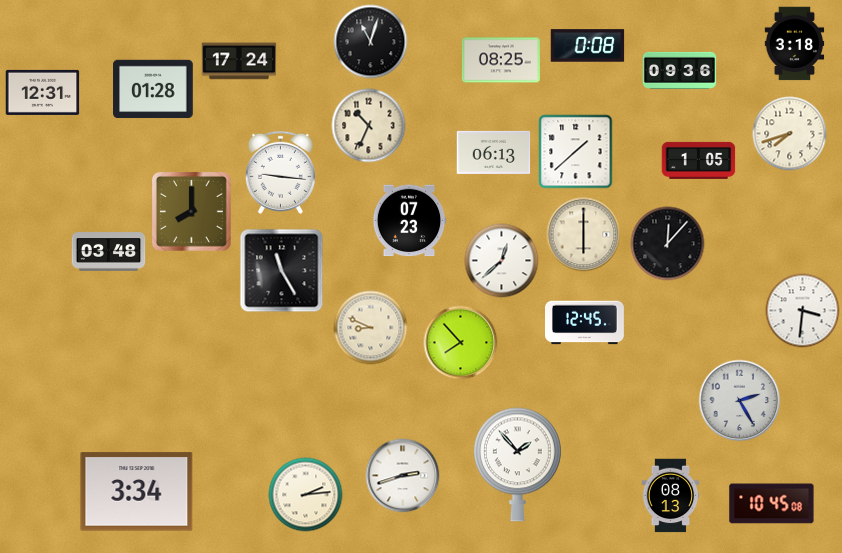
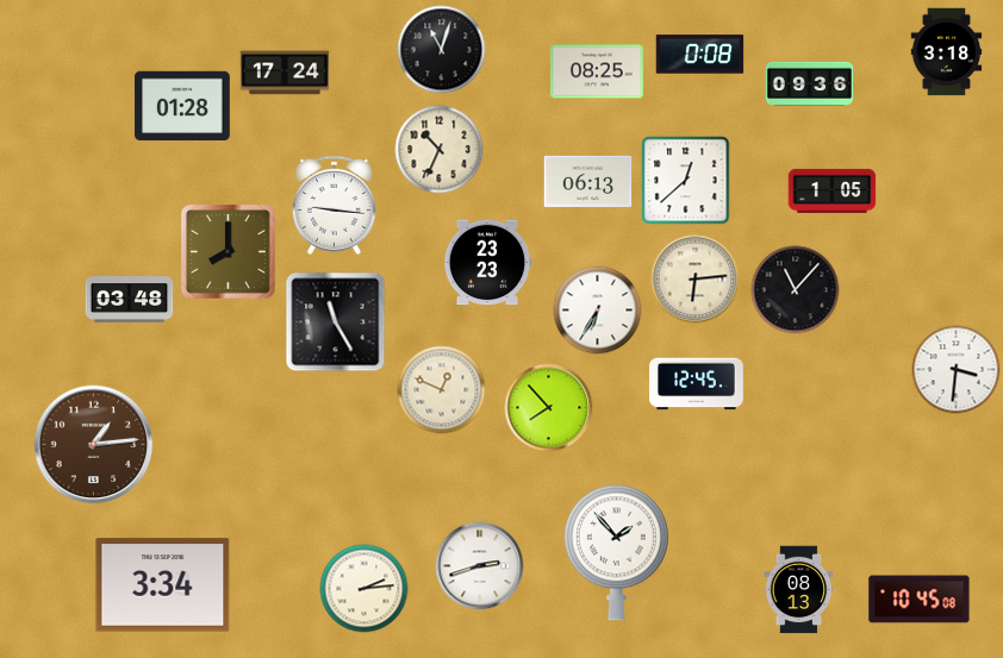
clock at (43, 92): 12:31 -> none
clock at (790, 134): 7:42 -> none
clock at (576, 152): 1:38 -> 12:38
clock at (409, 221): 07:23 -> 23:23
clock at (584, 235): 6:00 -> 6:14
clock at (668, 244): 12:07 -> 11:07
clock at (502, 261): 12:38 -> 6:35
clock at (371, 328): 8:49 -> 12:49
clock at (94, 445): none -> 1:14
clock at (740, 401): 2:25 -> none
